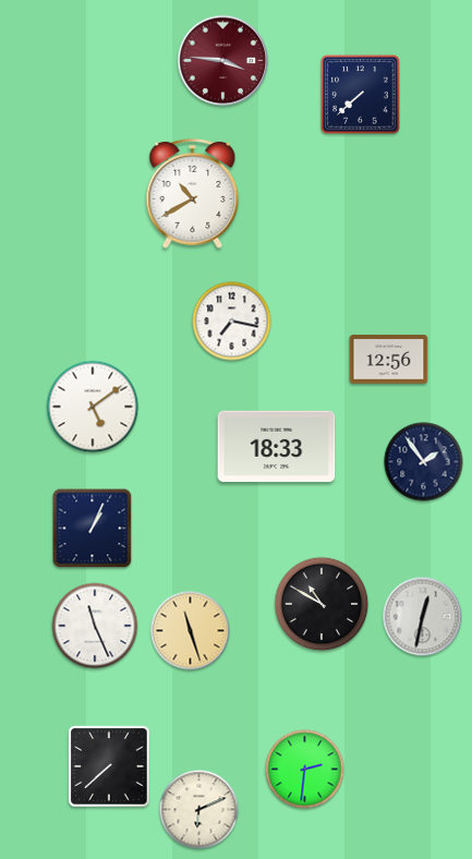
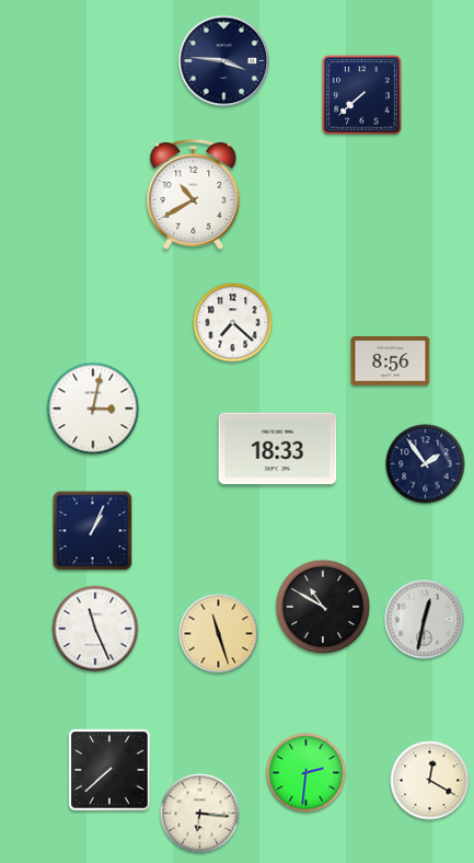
clock at (223, 61) dial: burgundy -> navy
clock at (232, 322): 7:17 -> 7:22
clock at (389, 360): 12:56 -> 8:56
clock at (93, 407): 5:09 -> 3:02
clock at (191, 631) position: (191, 631) -> (219, 634)
clock at (430, 781): none -> 12:20
clock at (199, 810): 6:11 -> 6:16
